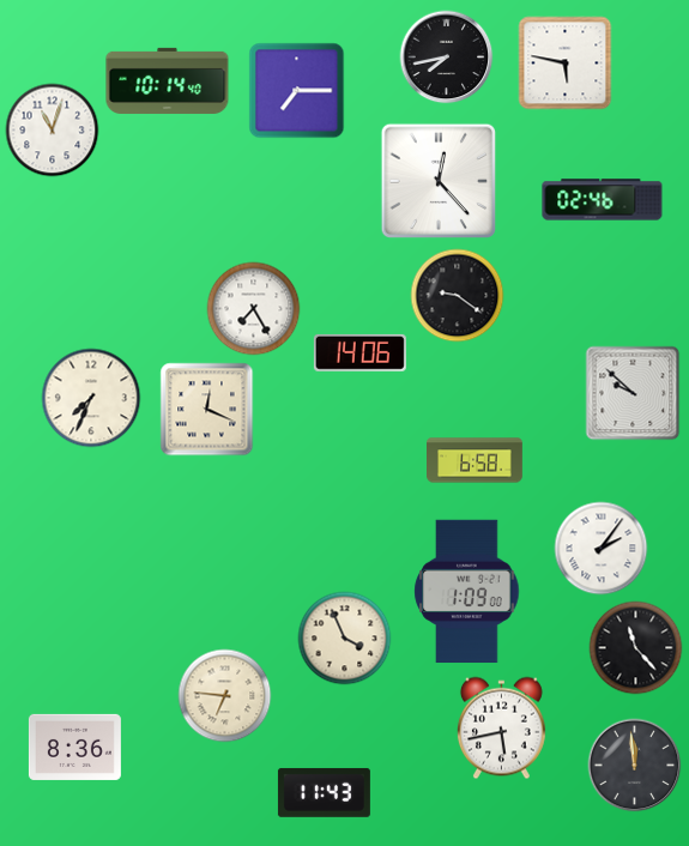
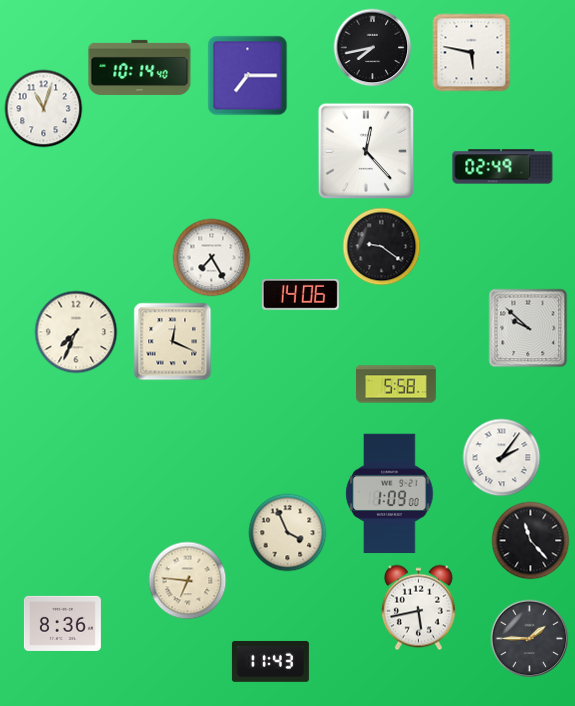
clock at (603, 200): 02:46 -> 02:49
clock at (475, 460): 6:58 -> 5:58
clock at (634, 765): 11:59 -> 1:45
